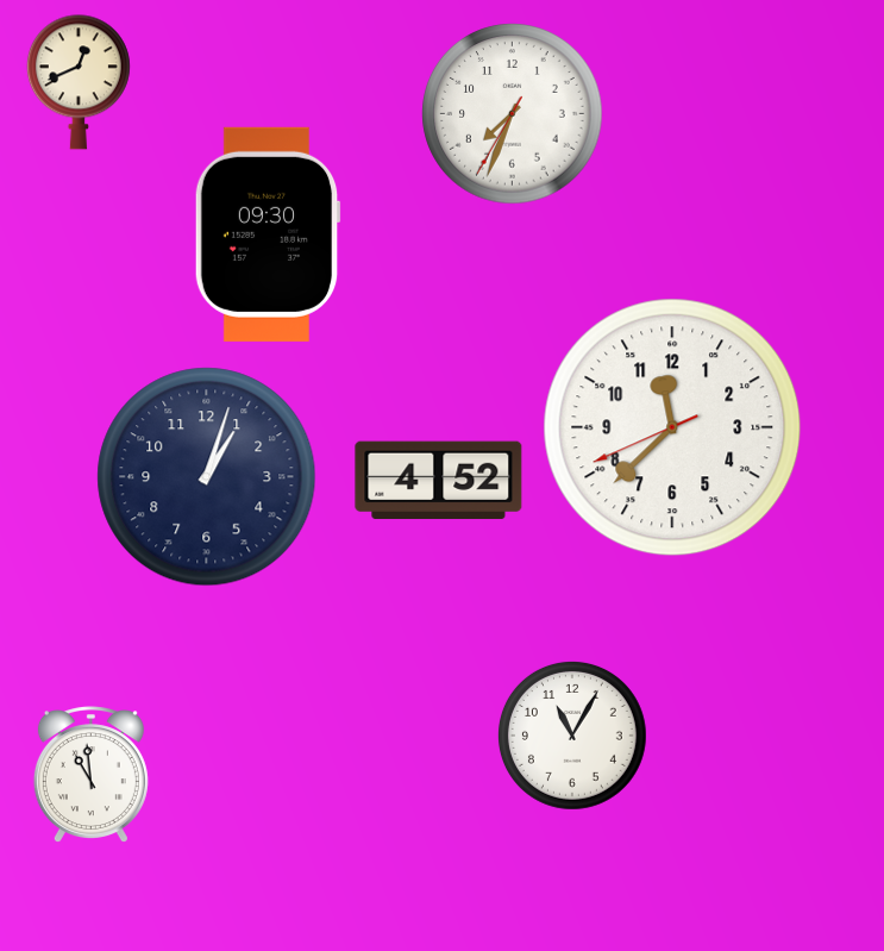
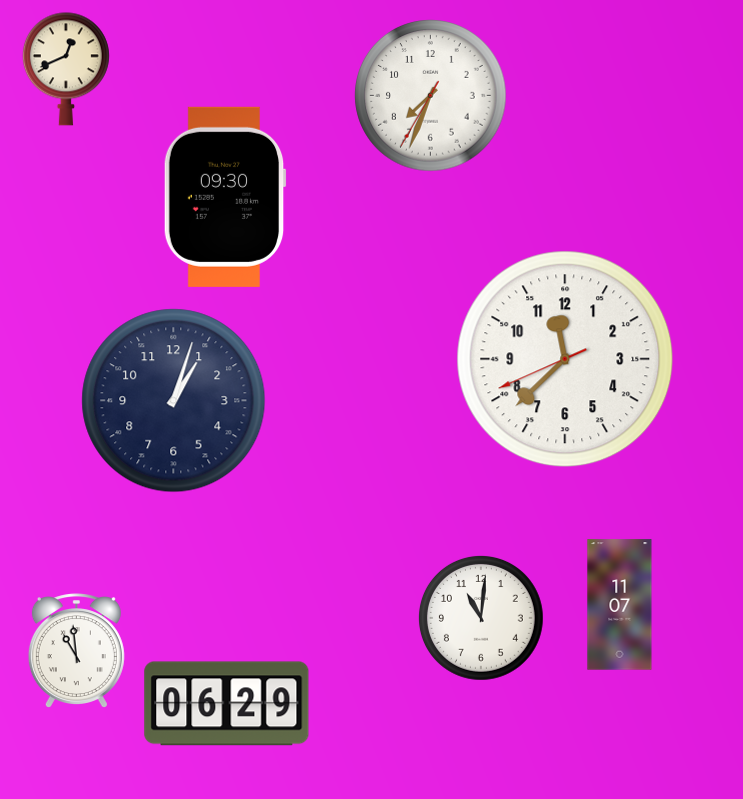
clock at (439, 481): 4:52 -> none
clock at (620, 605): none -> 11:07
clock at (572, 736): 11:05 -> 11:01
clock at (227, 704): none -> 06:29
